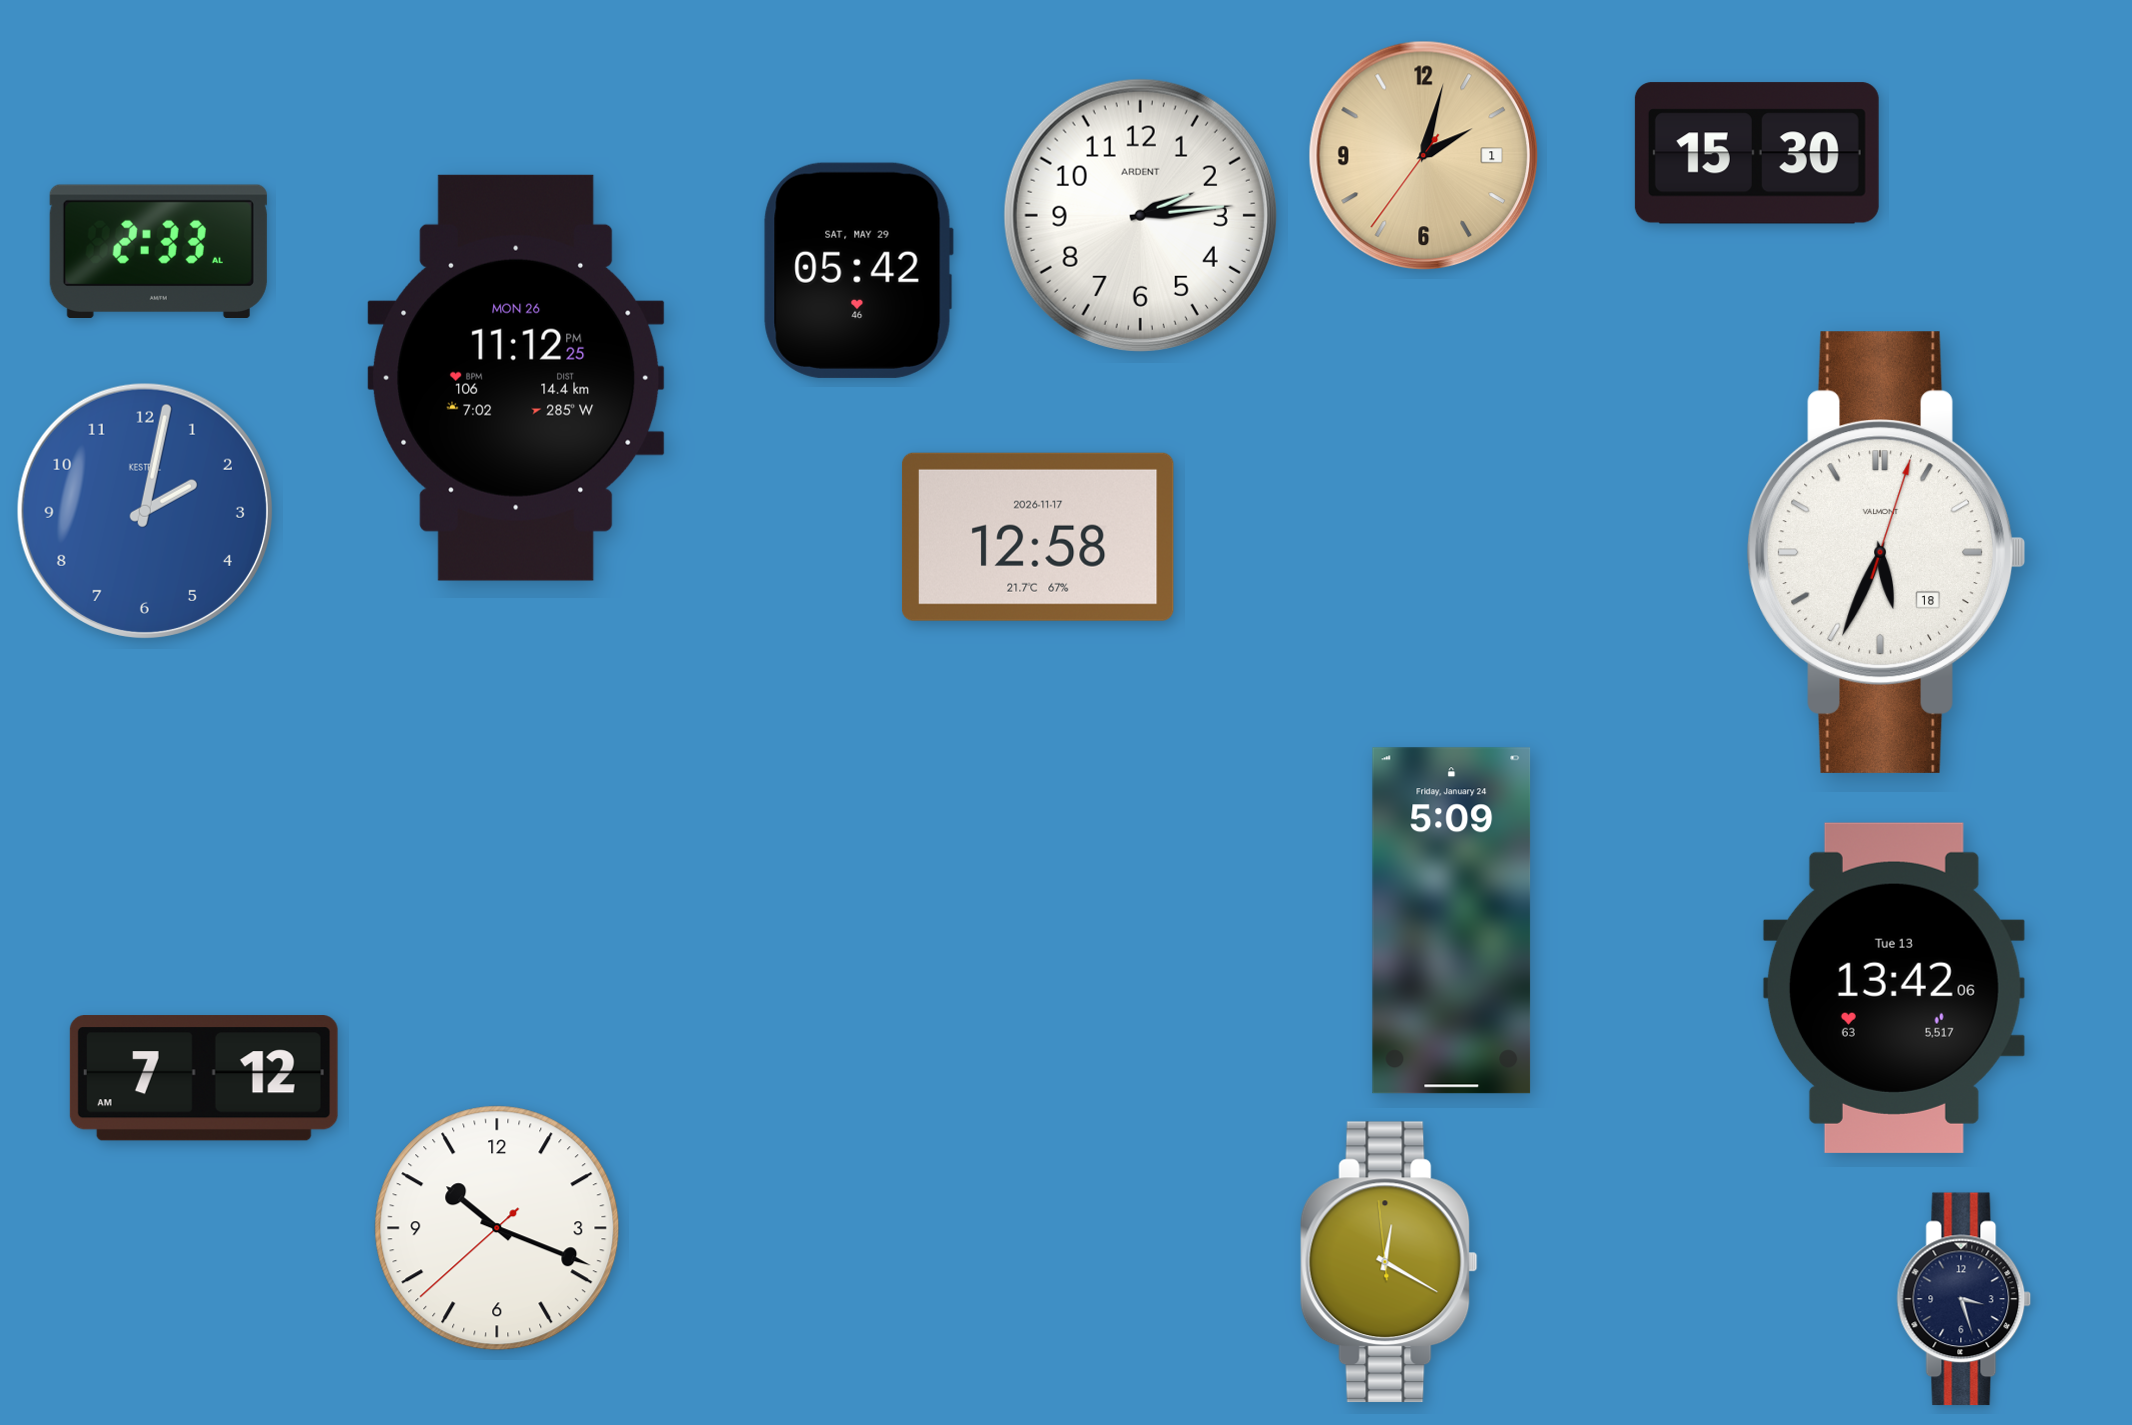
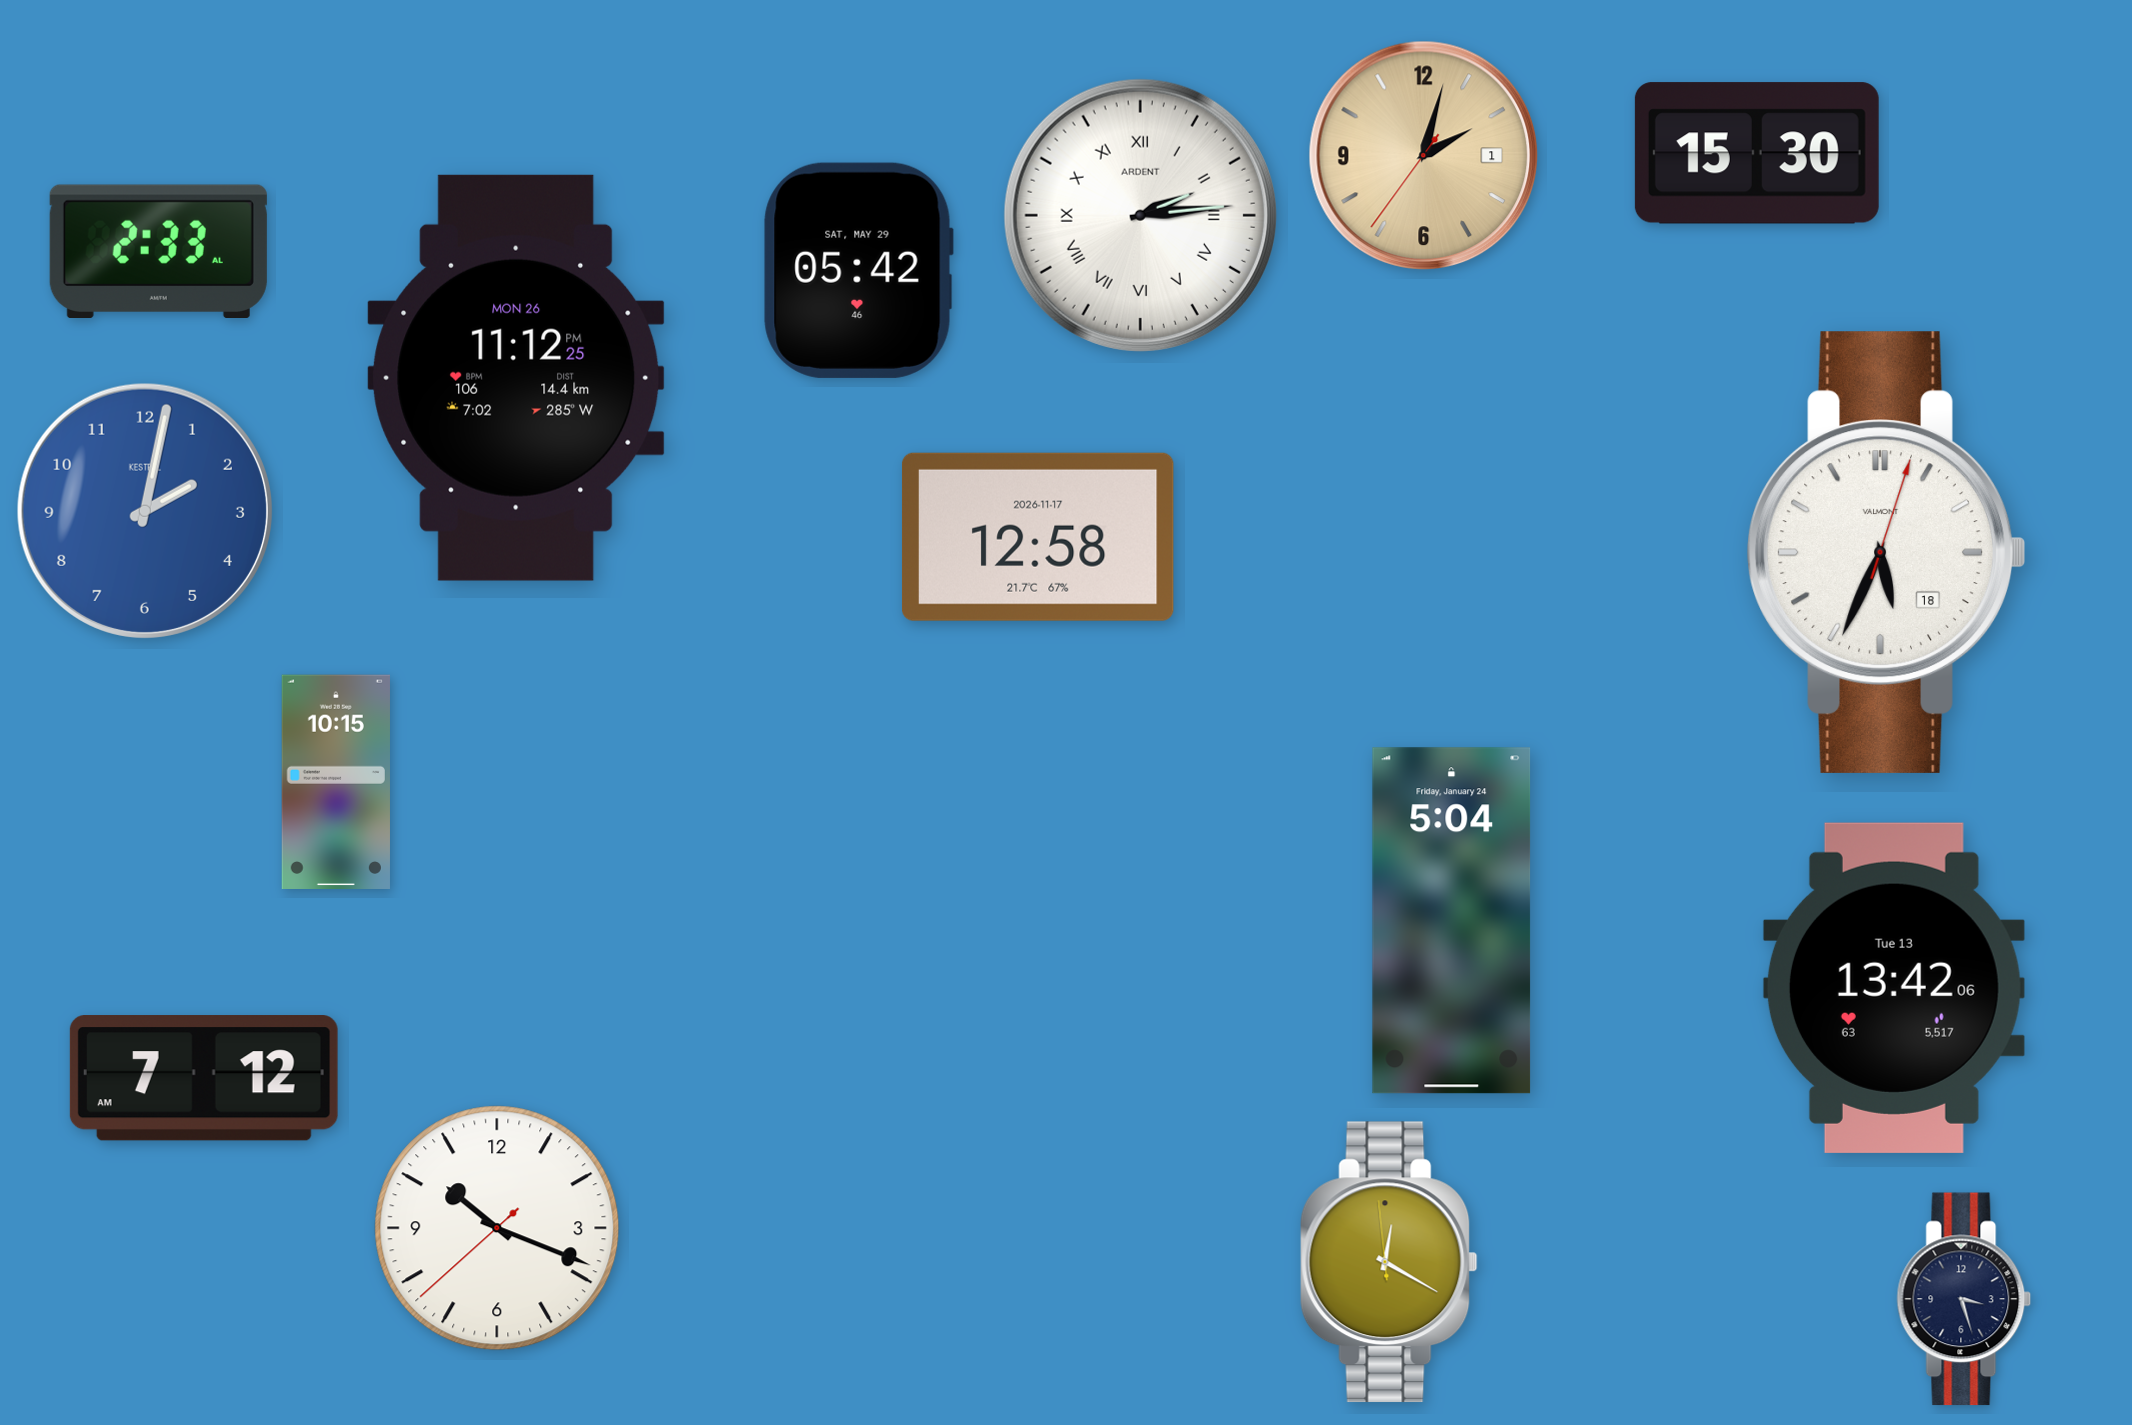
clock at (1140, 215) numerals: Arabic -> Roman
clock at (336, 781): none -> 10:15
clock at (1452, 921): 5:09 -> 5:04
